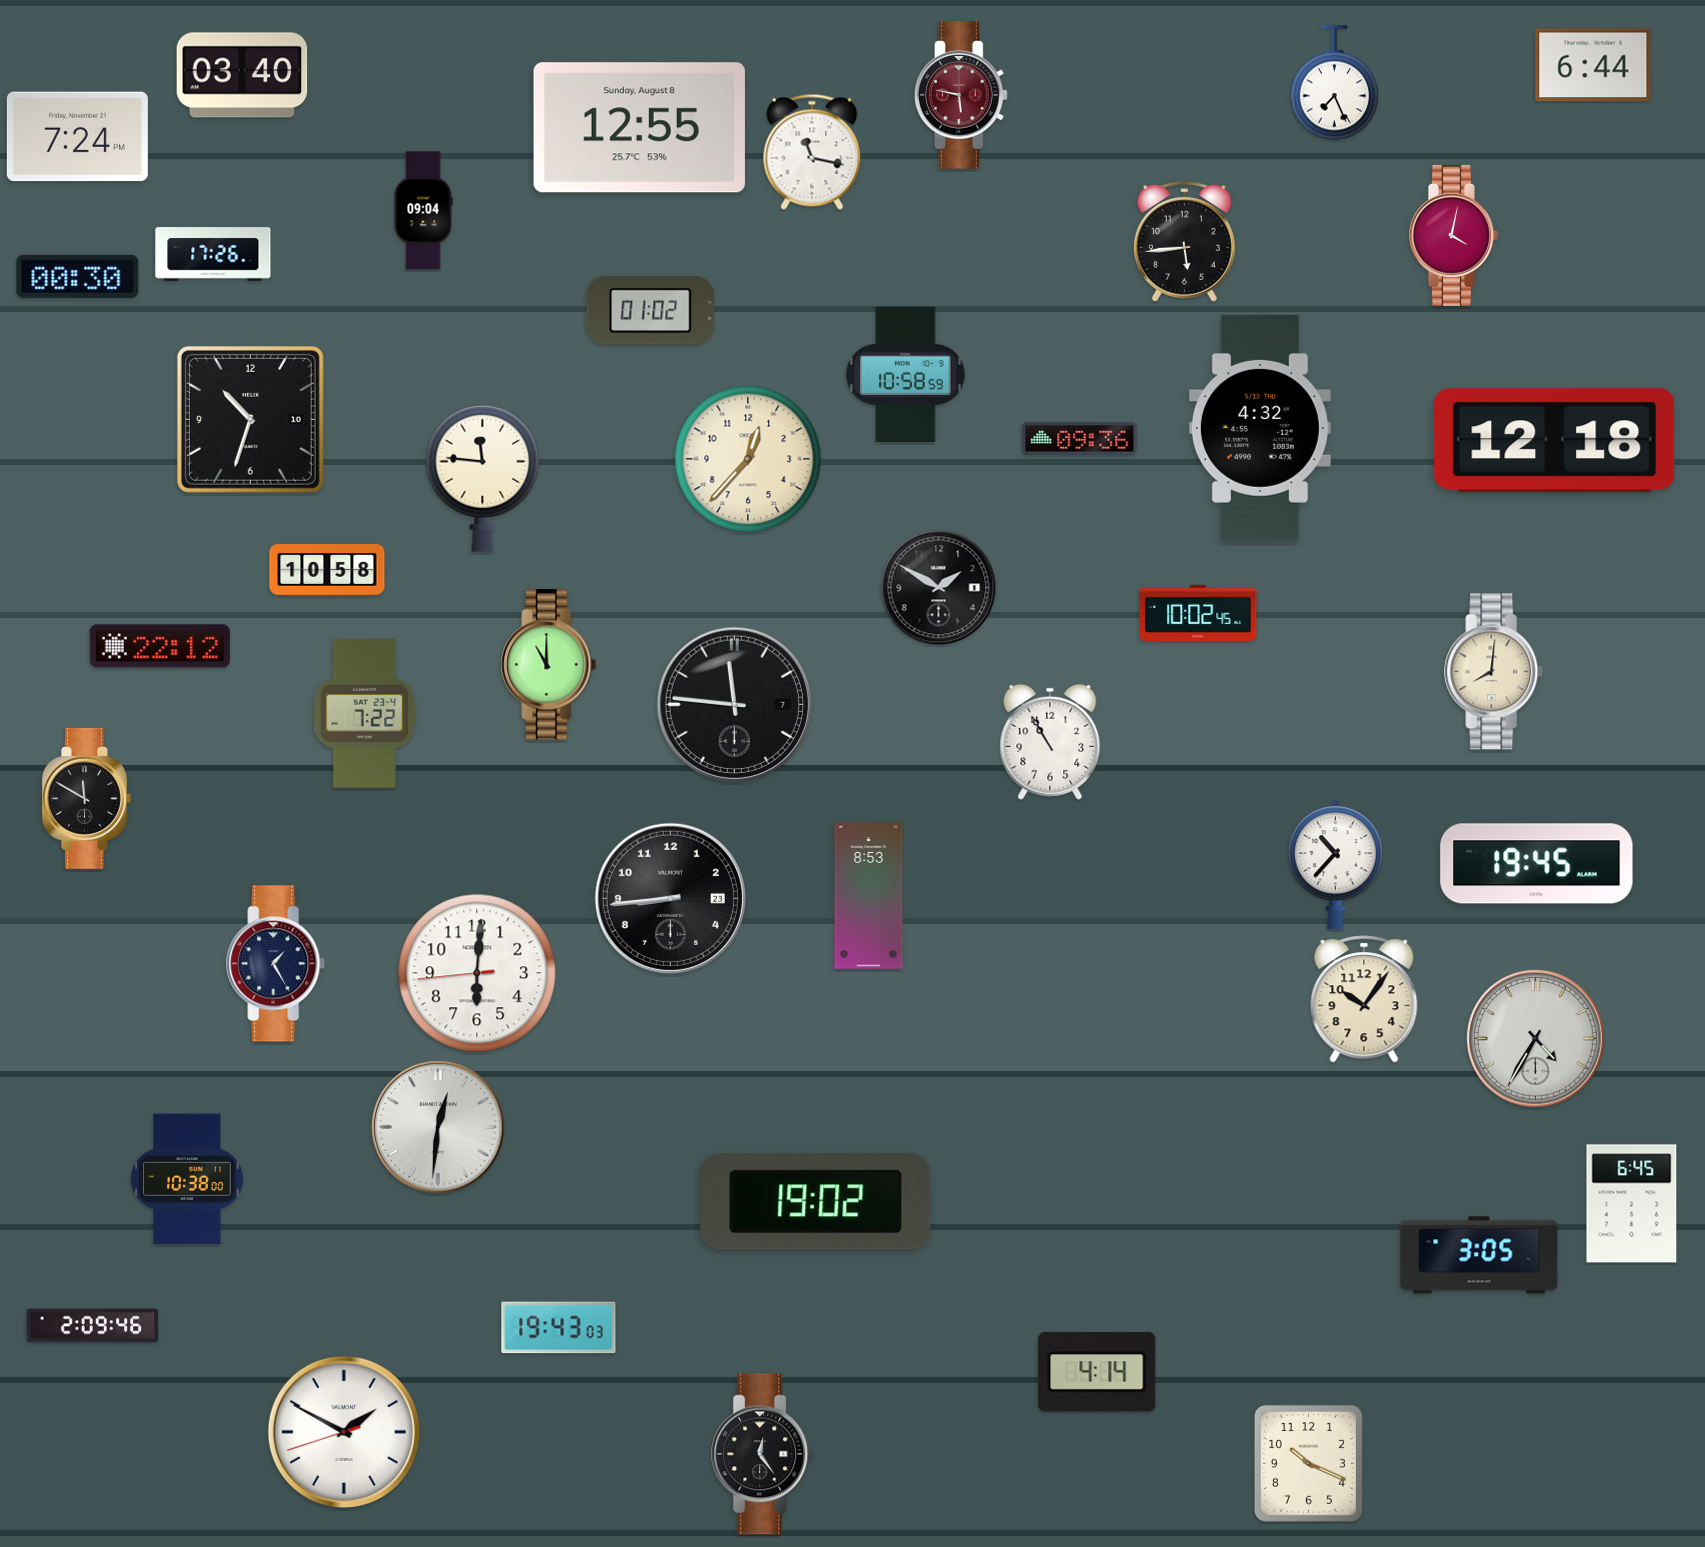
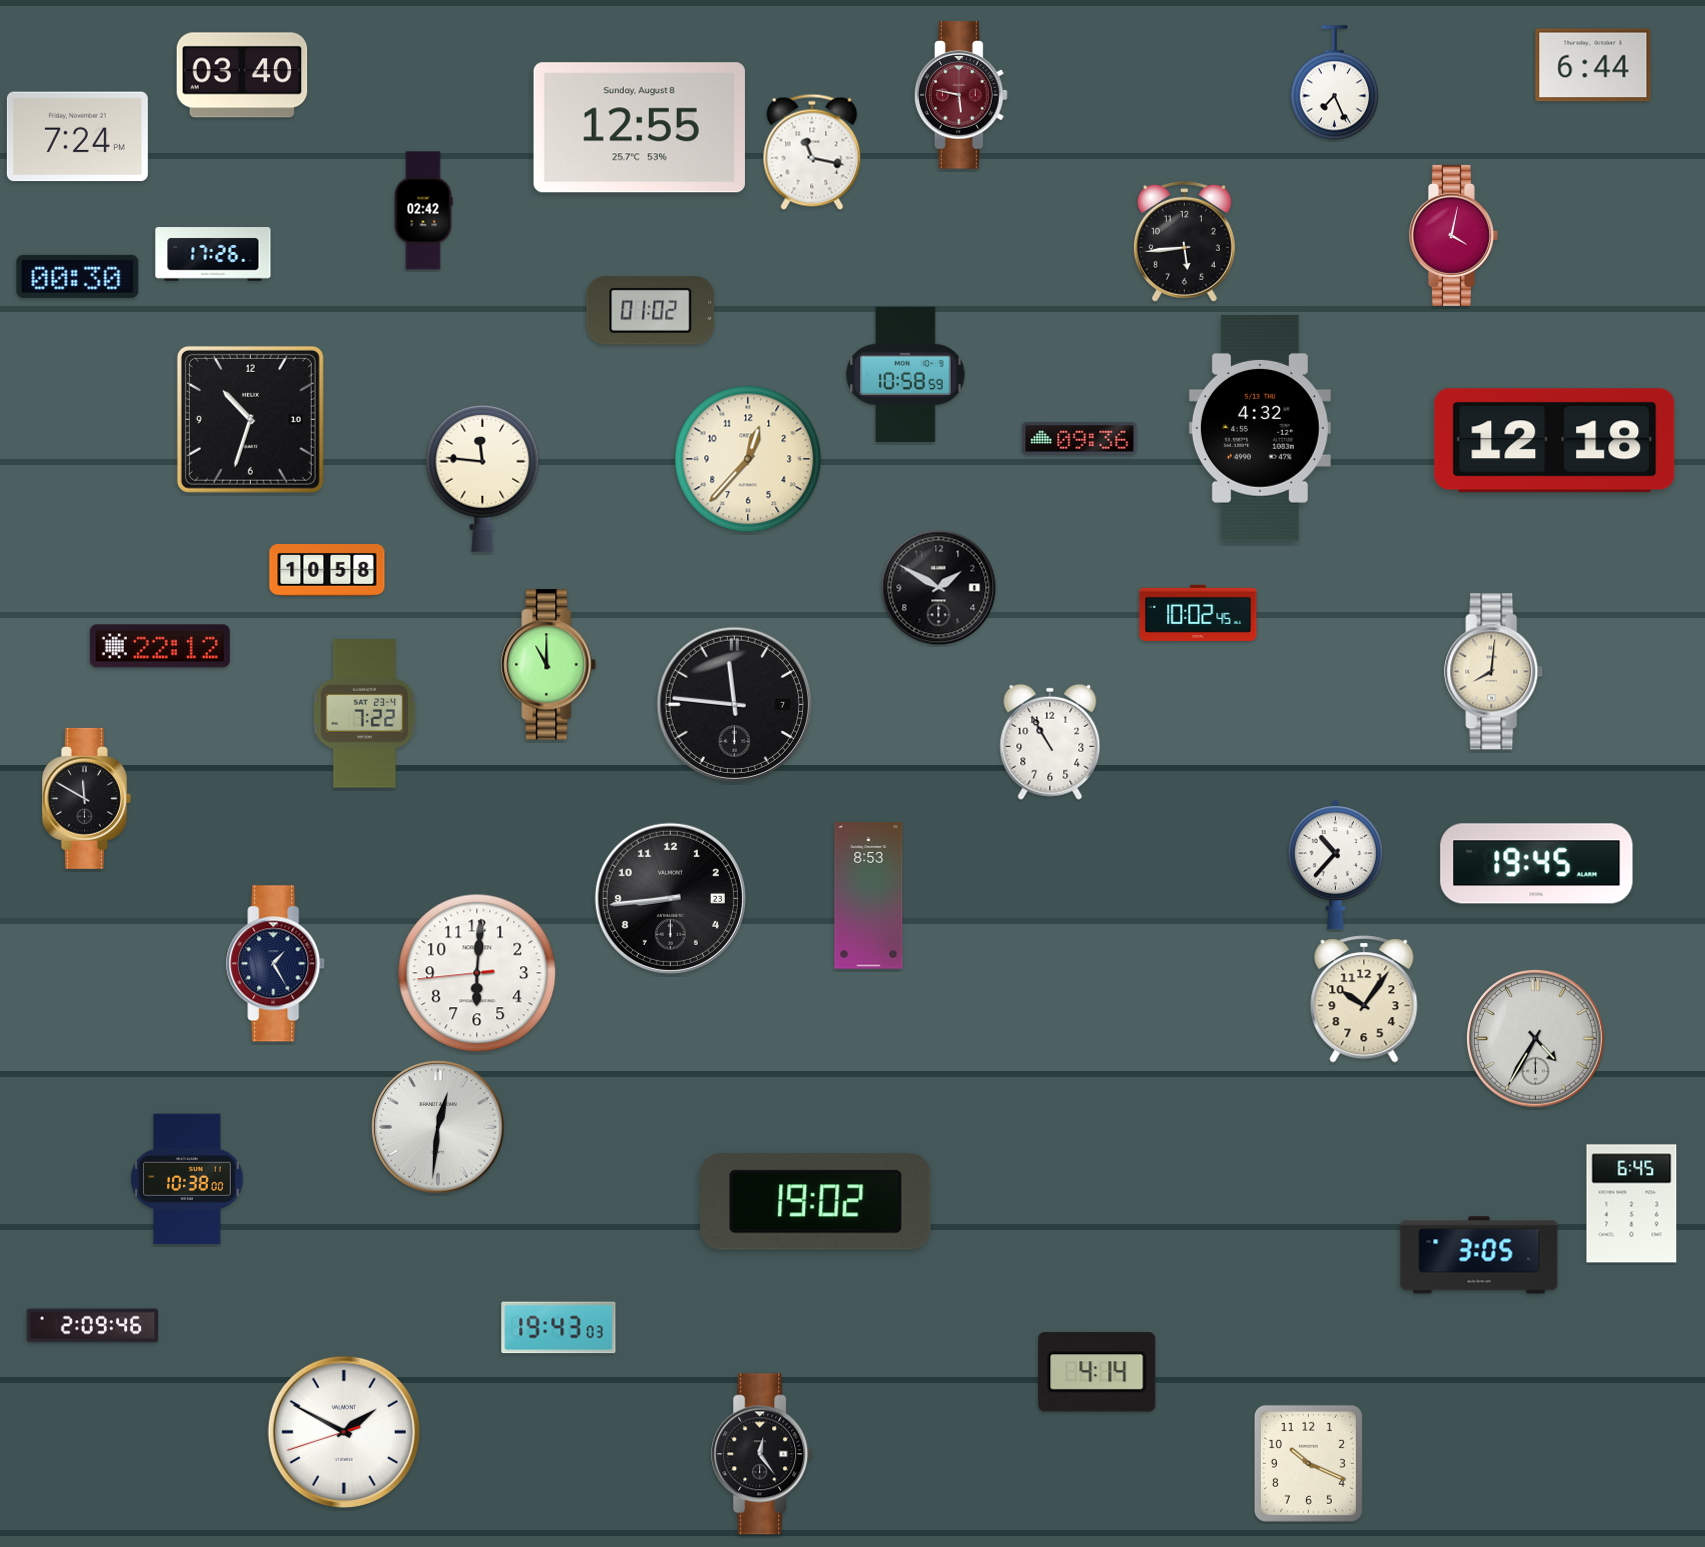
clock at (423, 211): 09:04 -> 02:42
